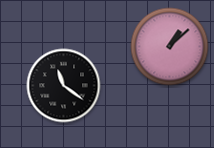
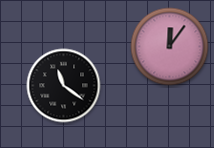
clock at (170, 47): 1:08 -> 12:06
